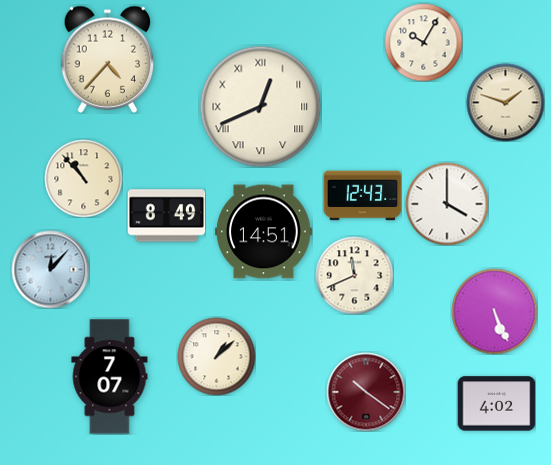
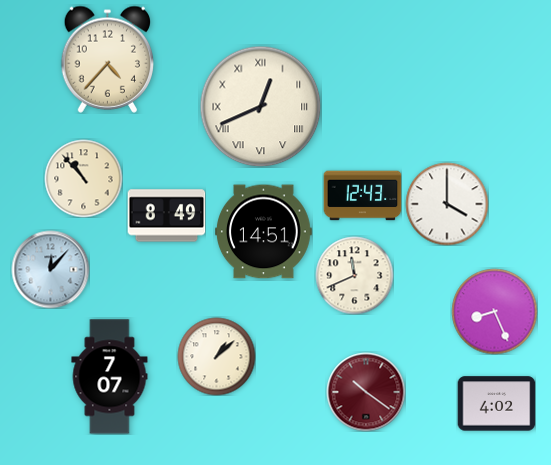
clock at (423, 42): 10:05 -> none
clock at (505, 102): 1:48 -> none
clock at (494, 311): 5:26 -> 8:26
